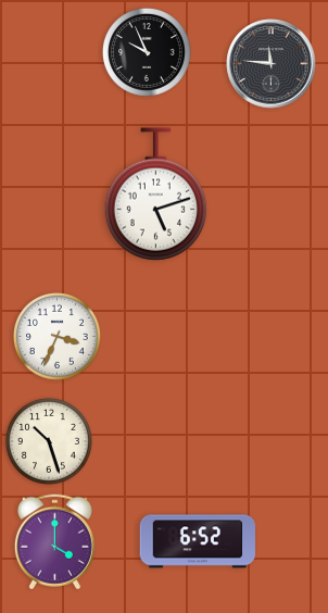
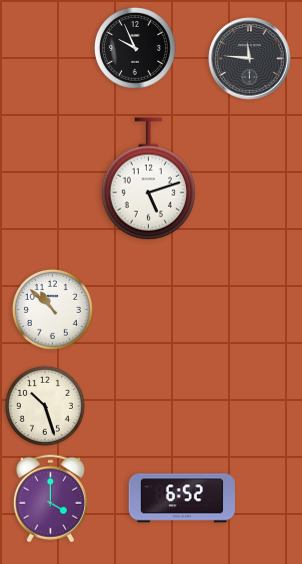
clock at (155, 195) position: (155, 195) -> (148, 179)
clock at (56, 336): 3:34 -> 10:52
